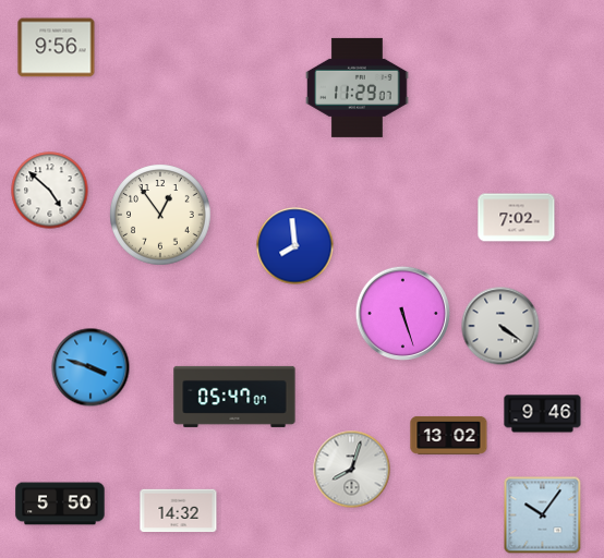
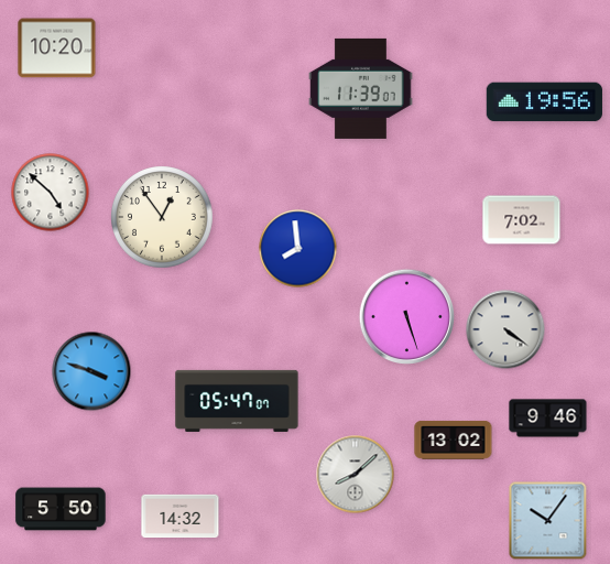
clock at (57, 48): 9:56 -> 10:20
clock at (358, 87): 11:29 -> 11:39
clock at (544, 102): none -> 19:56
clock at (352, 470): 8:03 -> 8:08
